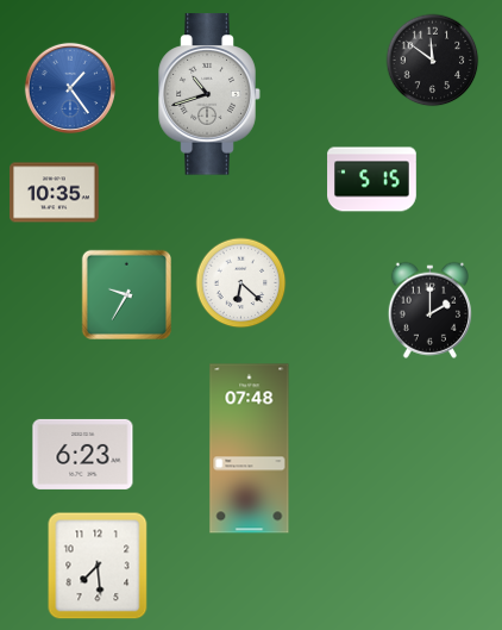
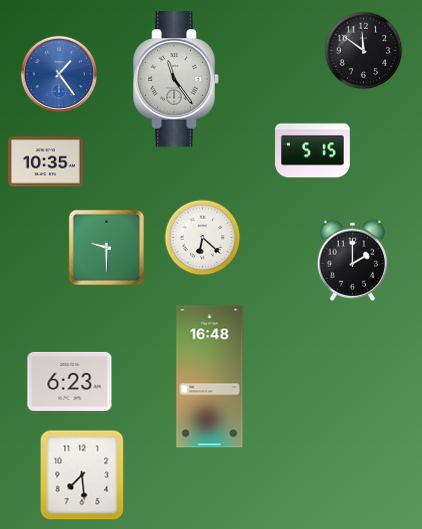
clock at (209, 94): 10:42 -> 11:24
clock at (126, 294): 9:35 -> 9:30
clock at (429, 310) position: (429, 310) -> (352, 260)
clock at (250, 449): 07:48 -> 16:48
